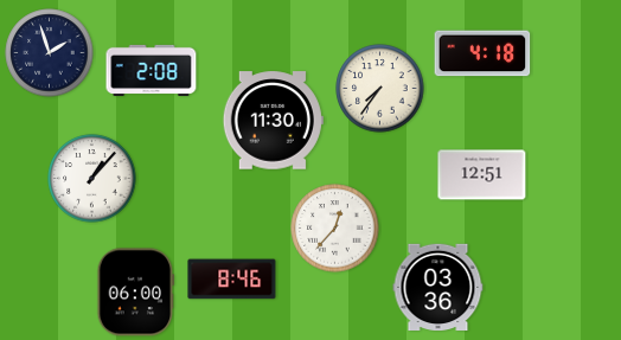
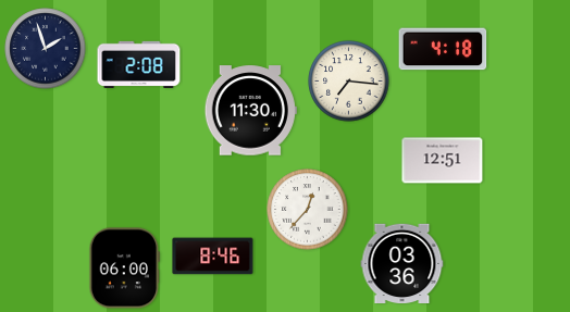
clock at (380, 89): 7:36 -> 7:16
clock at (92, 179): 1:07 -> none
